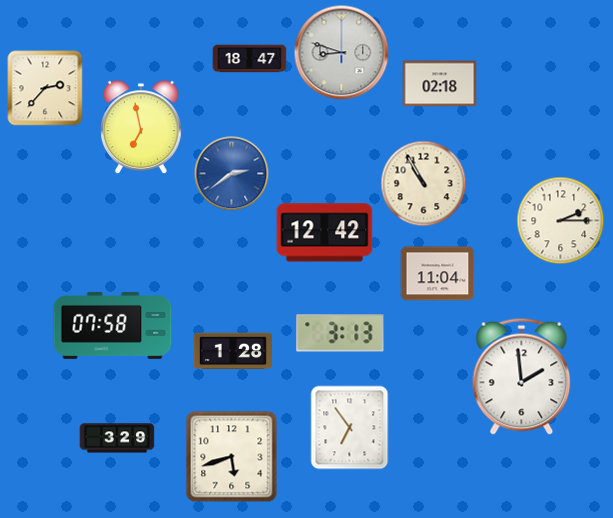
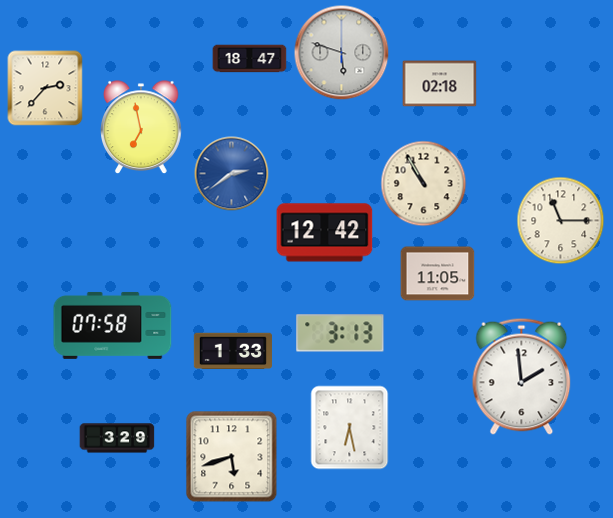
clock at (342, 53): 8:48 -> 5:48
clock at (561, 221): 2:15 -> 11:15
clock at (438, 274): 11:04 -> 11:05
clock at (233, 351): 1:28 -> 1:33
clock at (350, 428): 6:54 -> 6:28
